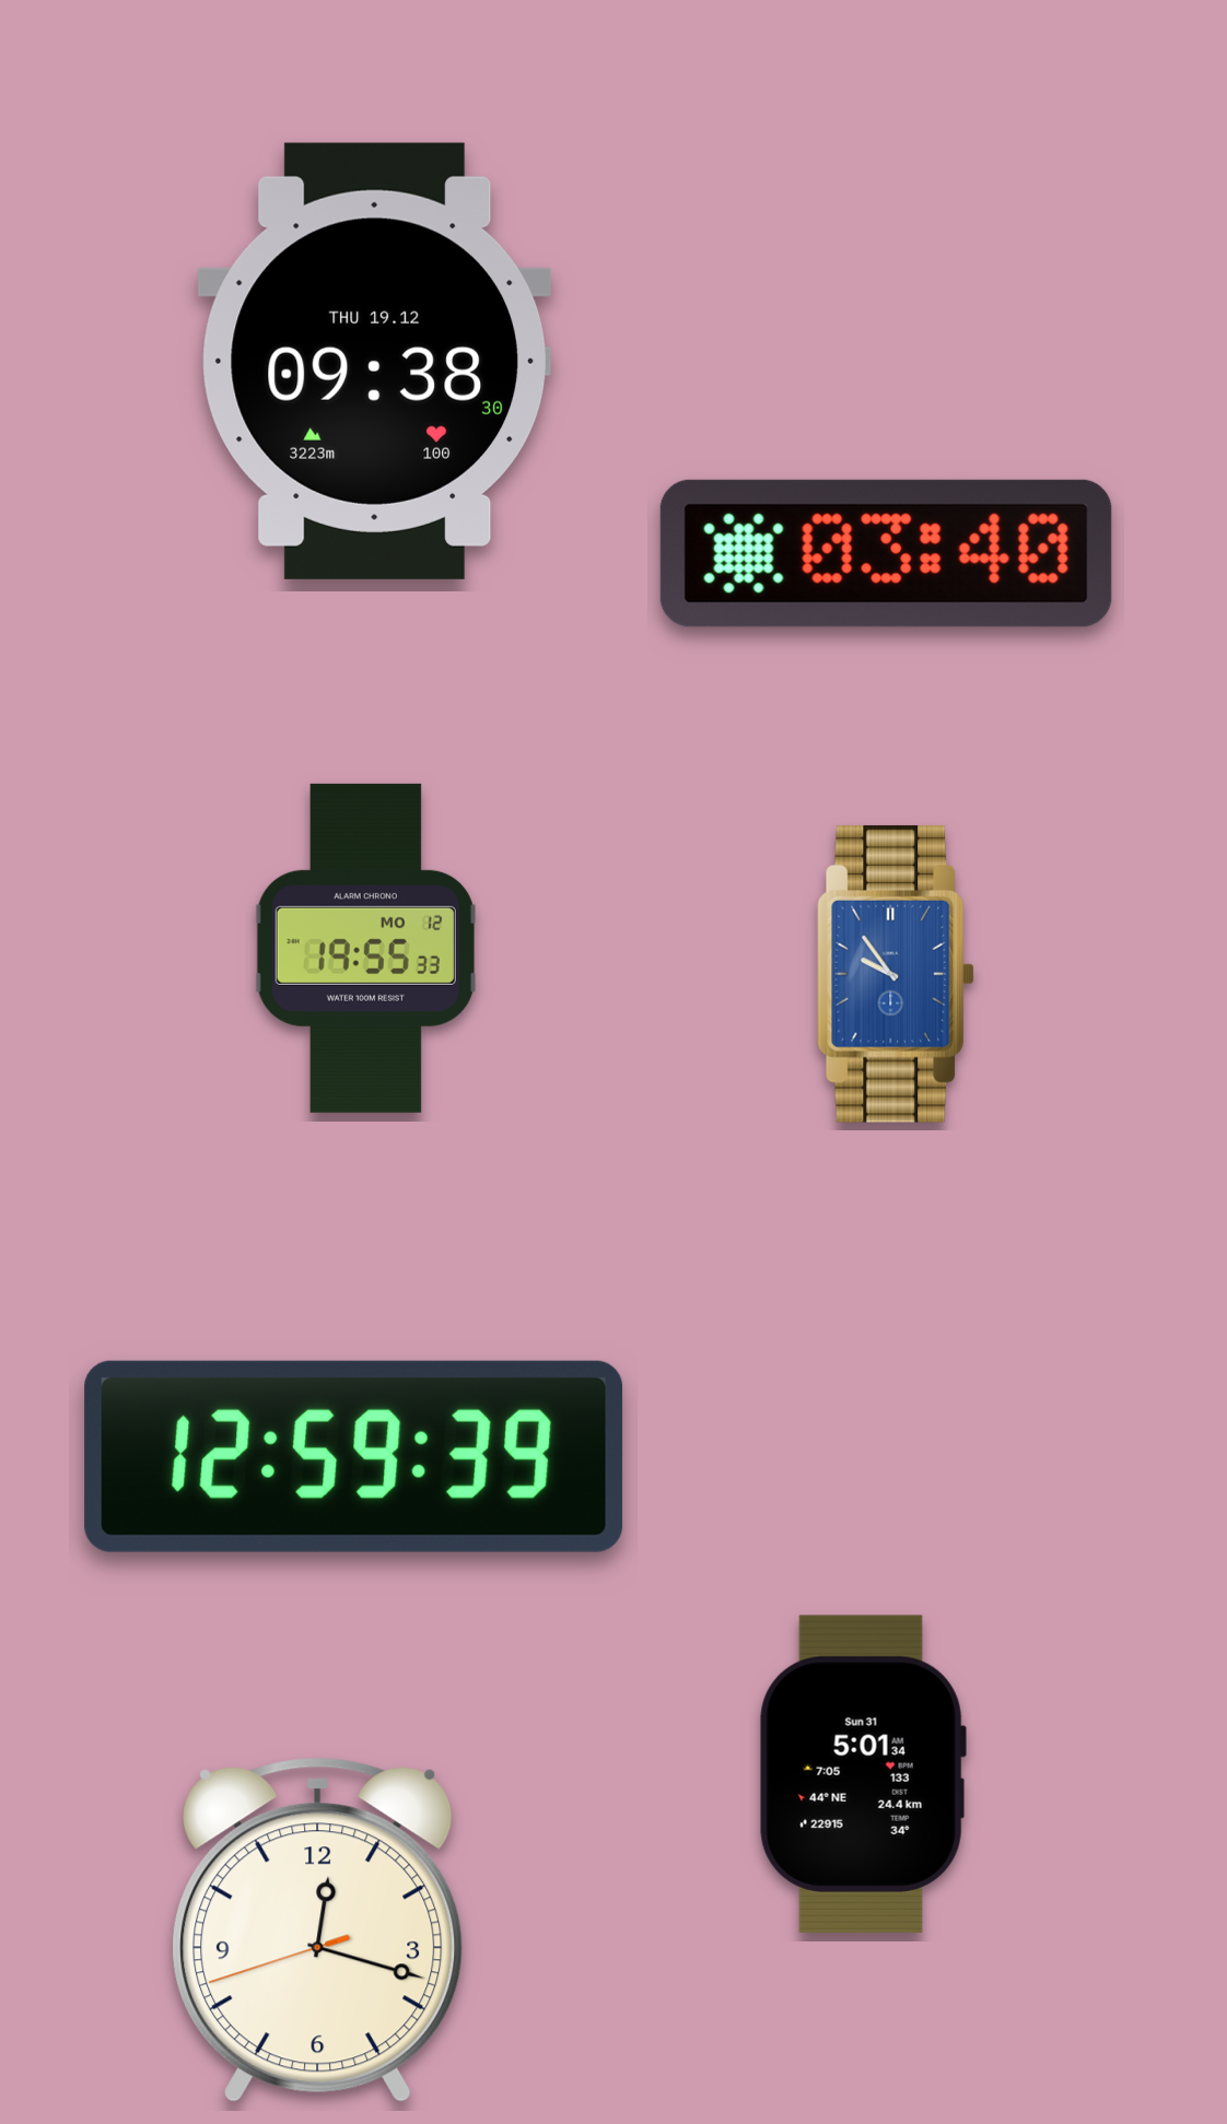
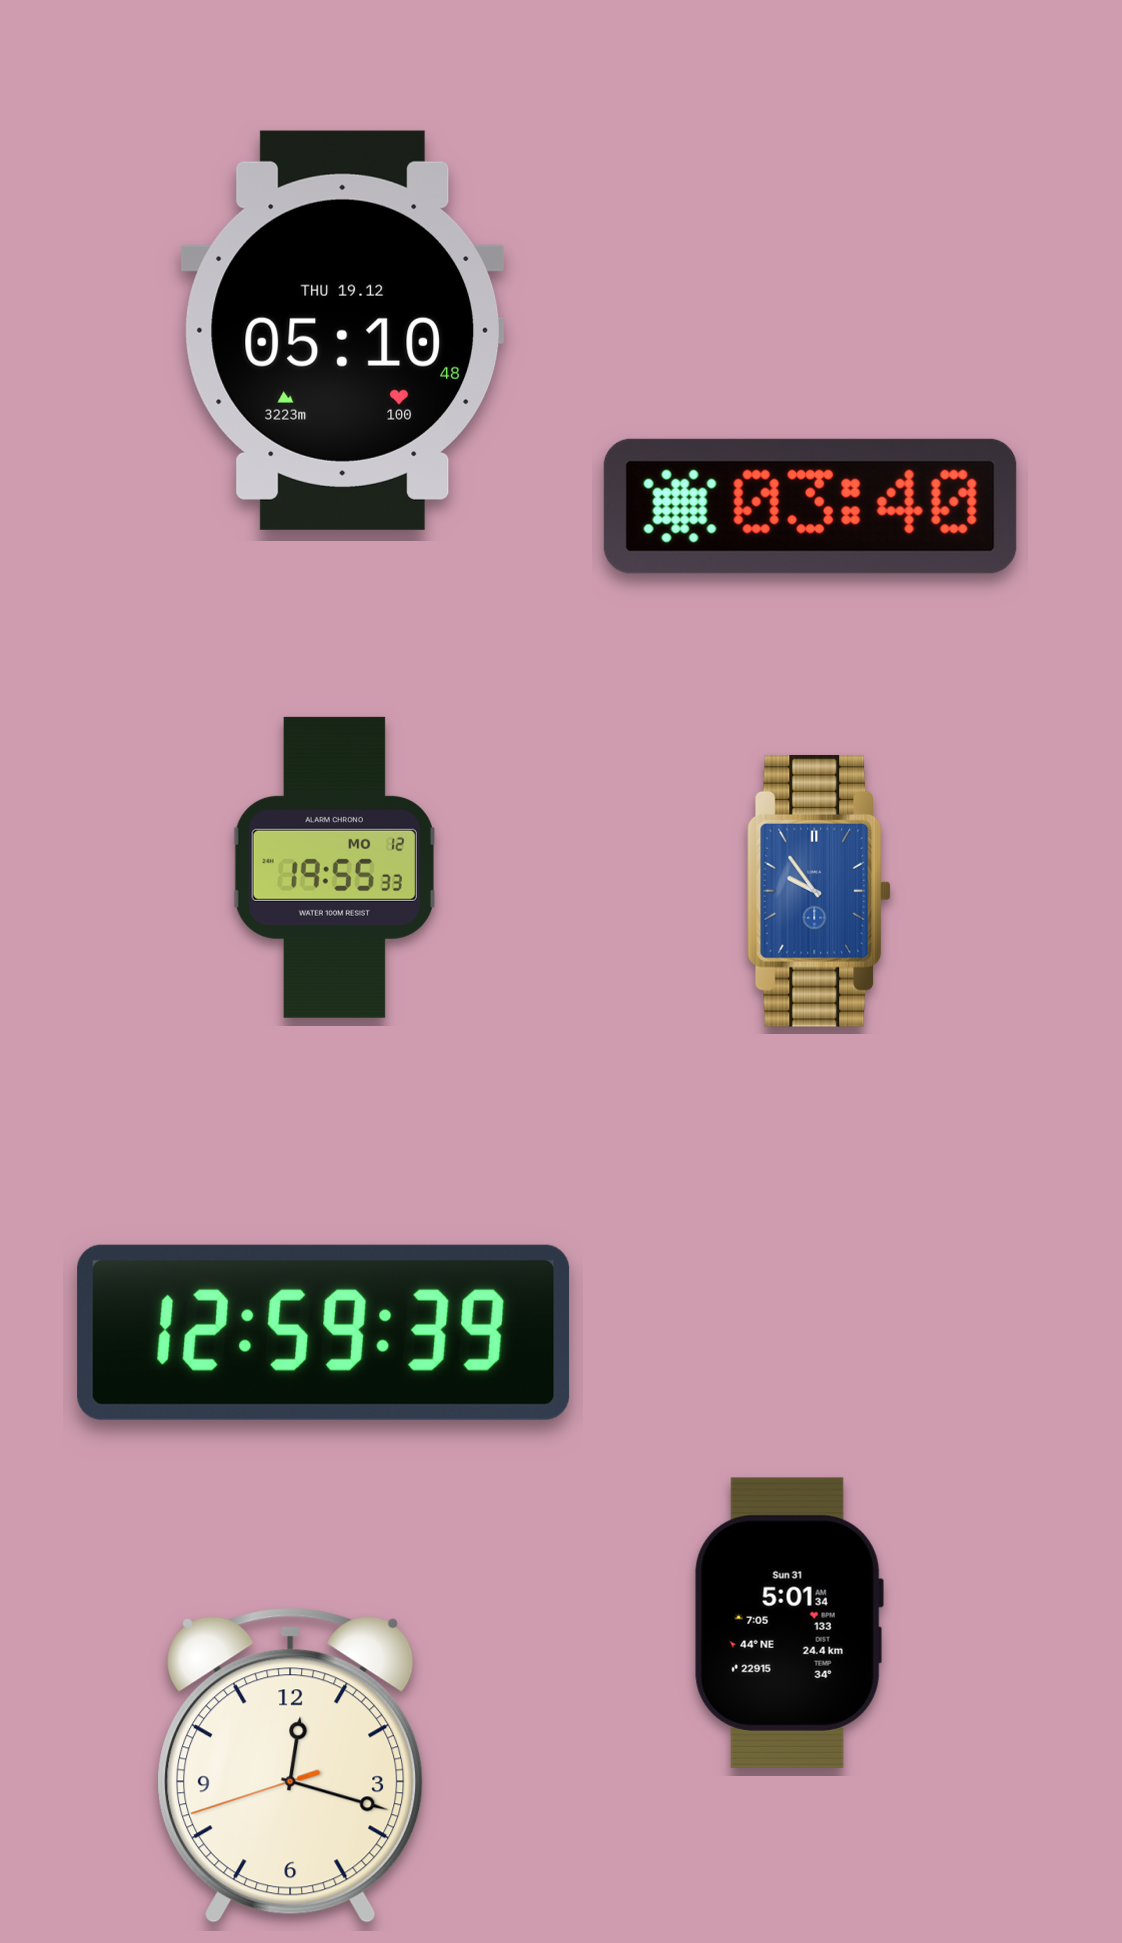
clock at (374, 361): 09:38 -> 05:10
